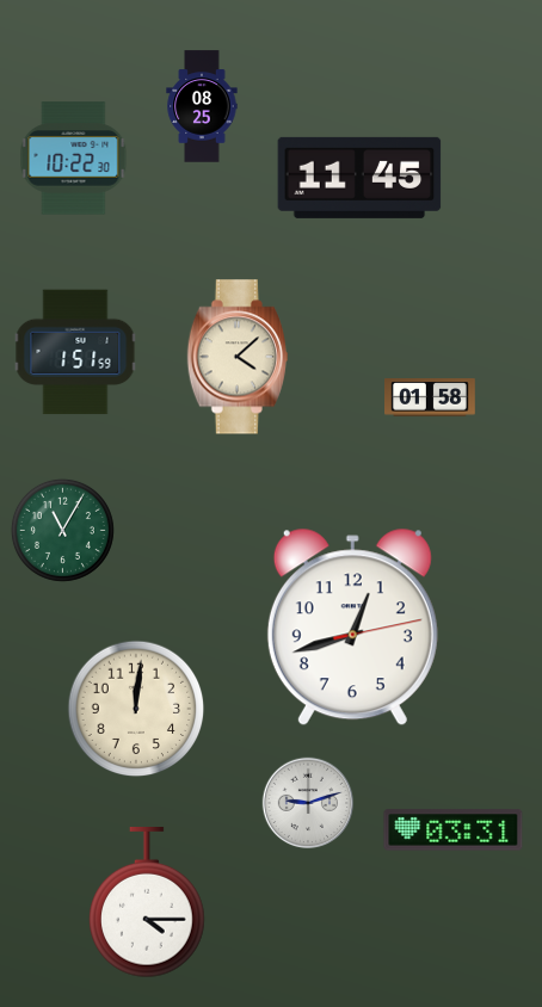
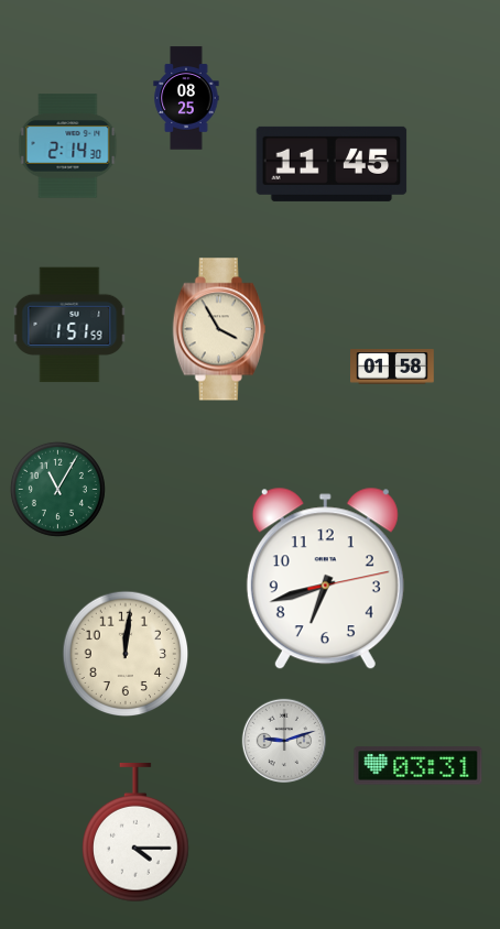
clock at (74, 159): 10:22 -> 2:14
clock at (238, 357): 4:08 -> 3:55
clock at (430, 397) position: (430, 397) -> (392, 367)
clock at (352, 628): 12:42 -> 6:42
